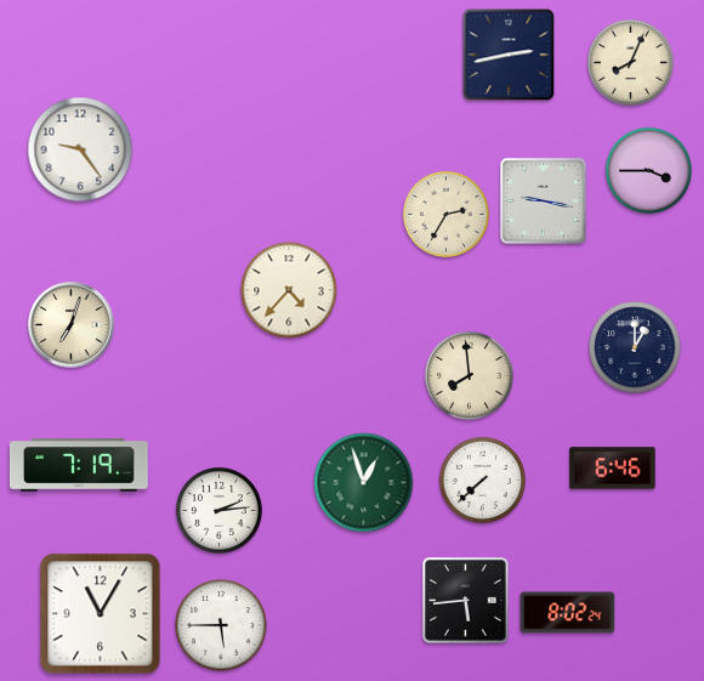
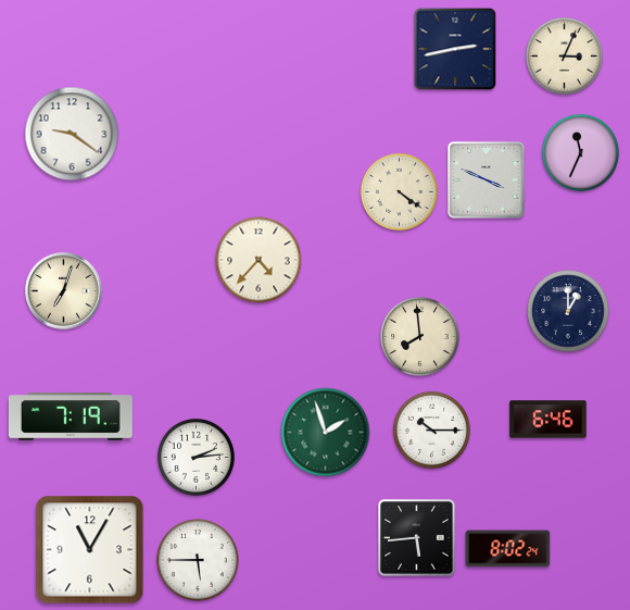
clock at (630, 62): 8:04 -> 3:04
clock at (80, 149): 9:24 -> 9:21
clock at (648, 170): 3:45 -> 11:34
clock at (544, 202): 9:17 -> 3:49
clock at (445, 214): 2:35 -> 4:21
clock at (482, 479): 7:38 -> 10:15
clock at (364, 483): 12:57 -> 1:57
